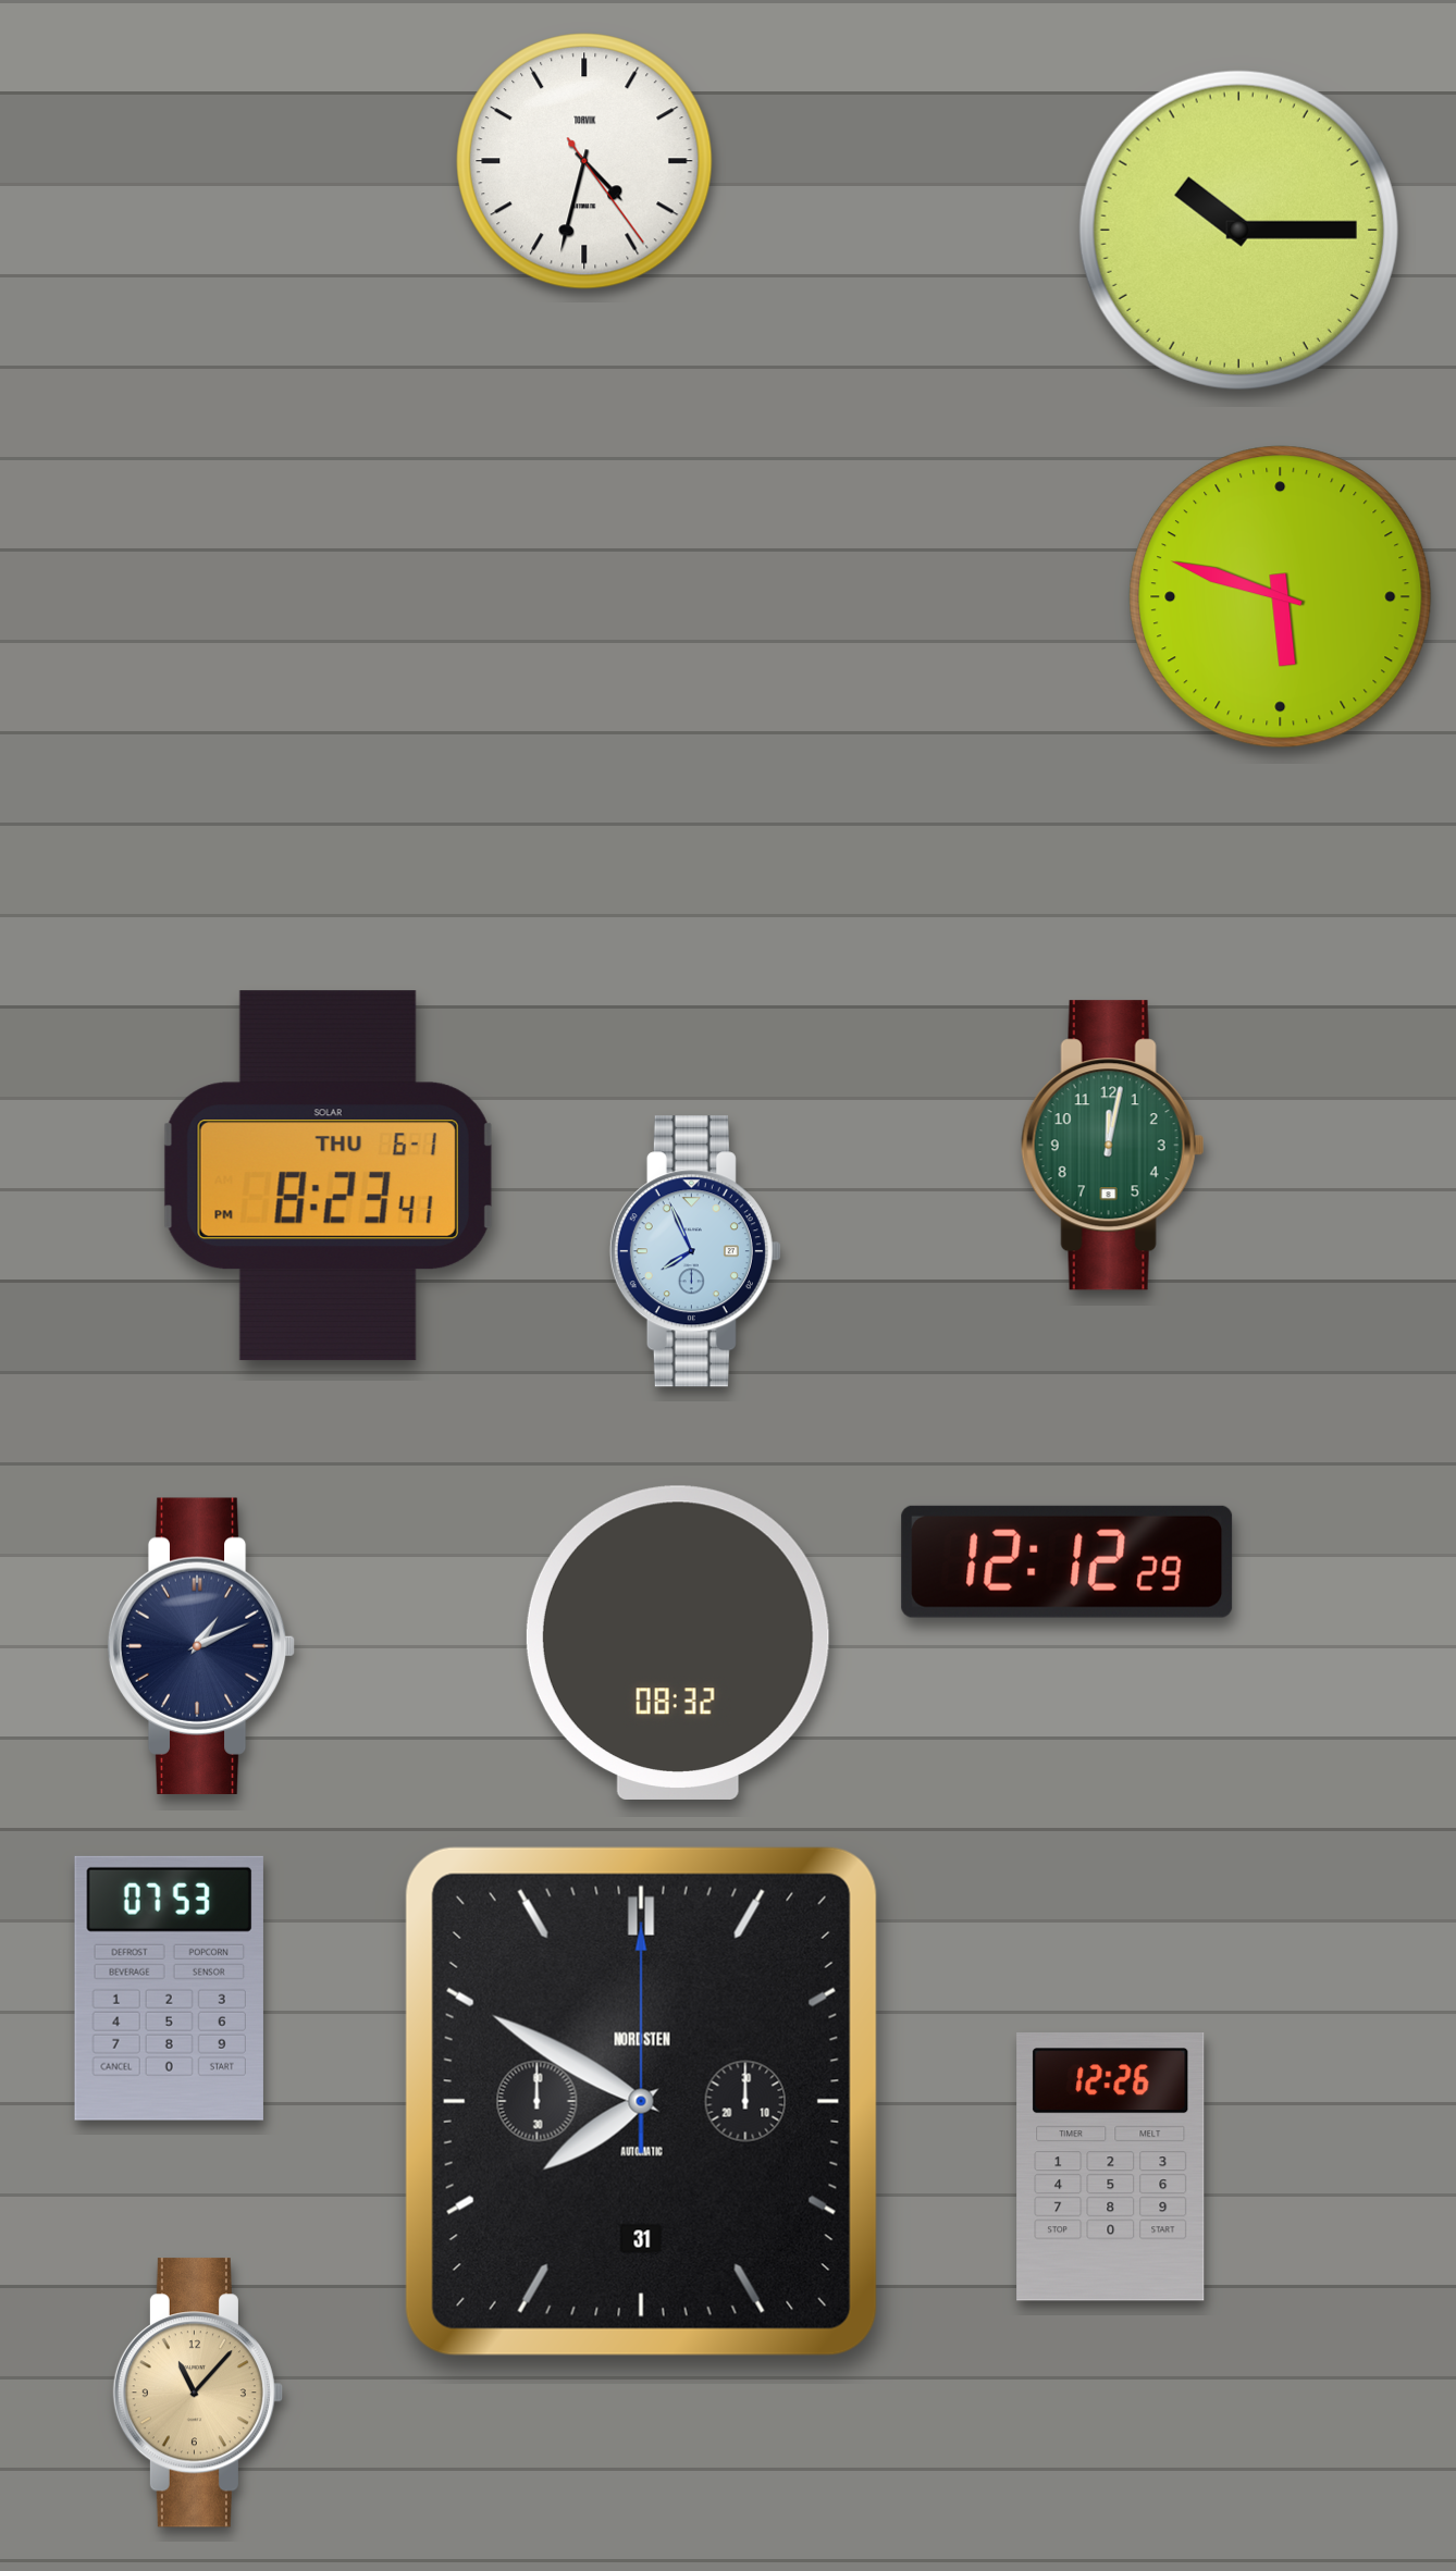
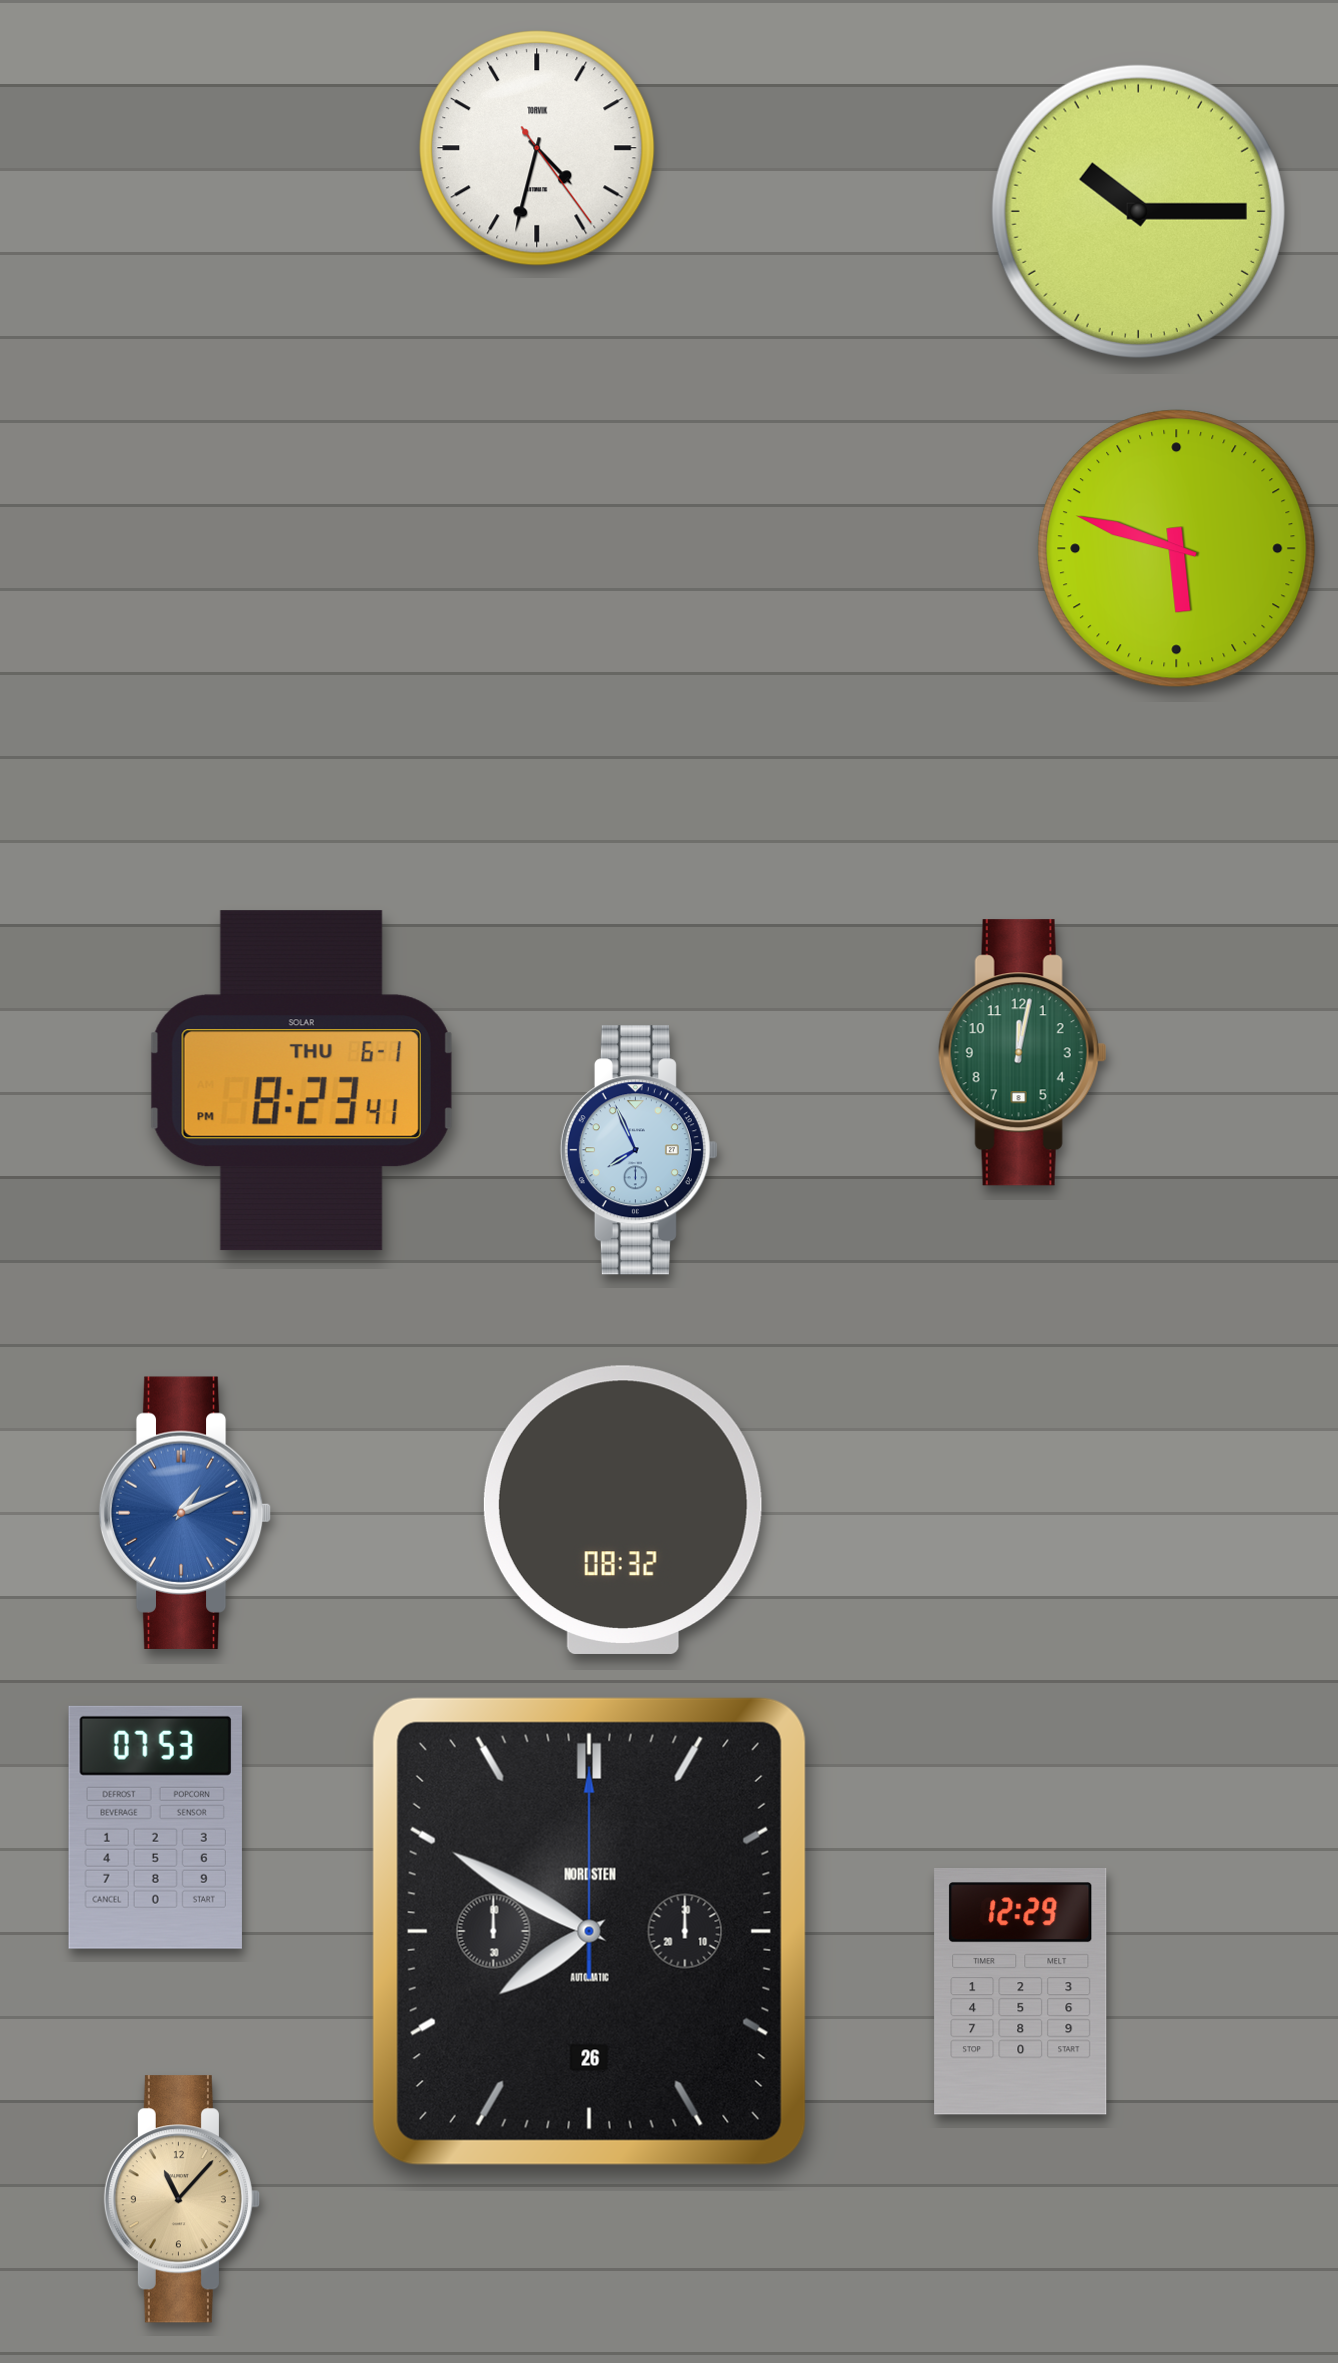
clock at (1068, 1561): 12:12 -> none
clock at (201, 1646) dial: navy -> blue
clock at (641, 2101) date: 31 -> 26
clock at (1111, 2167): 12:26 -> 12:29
